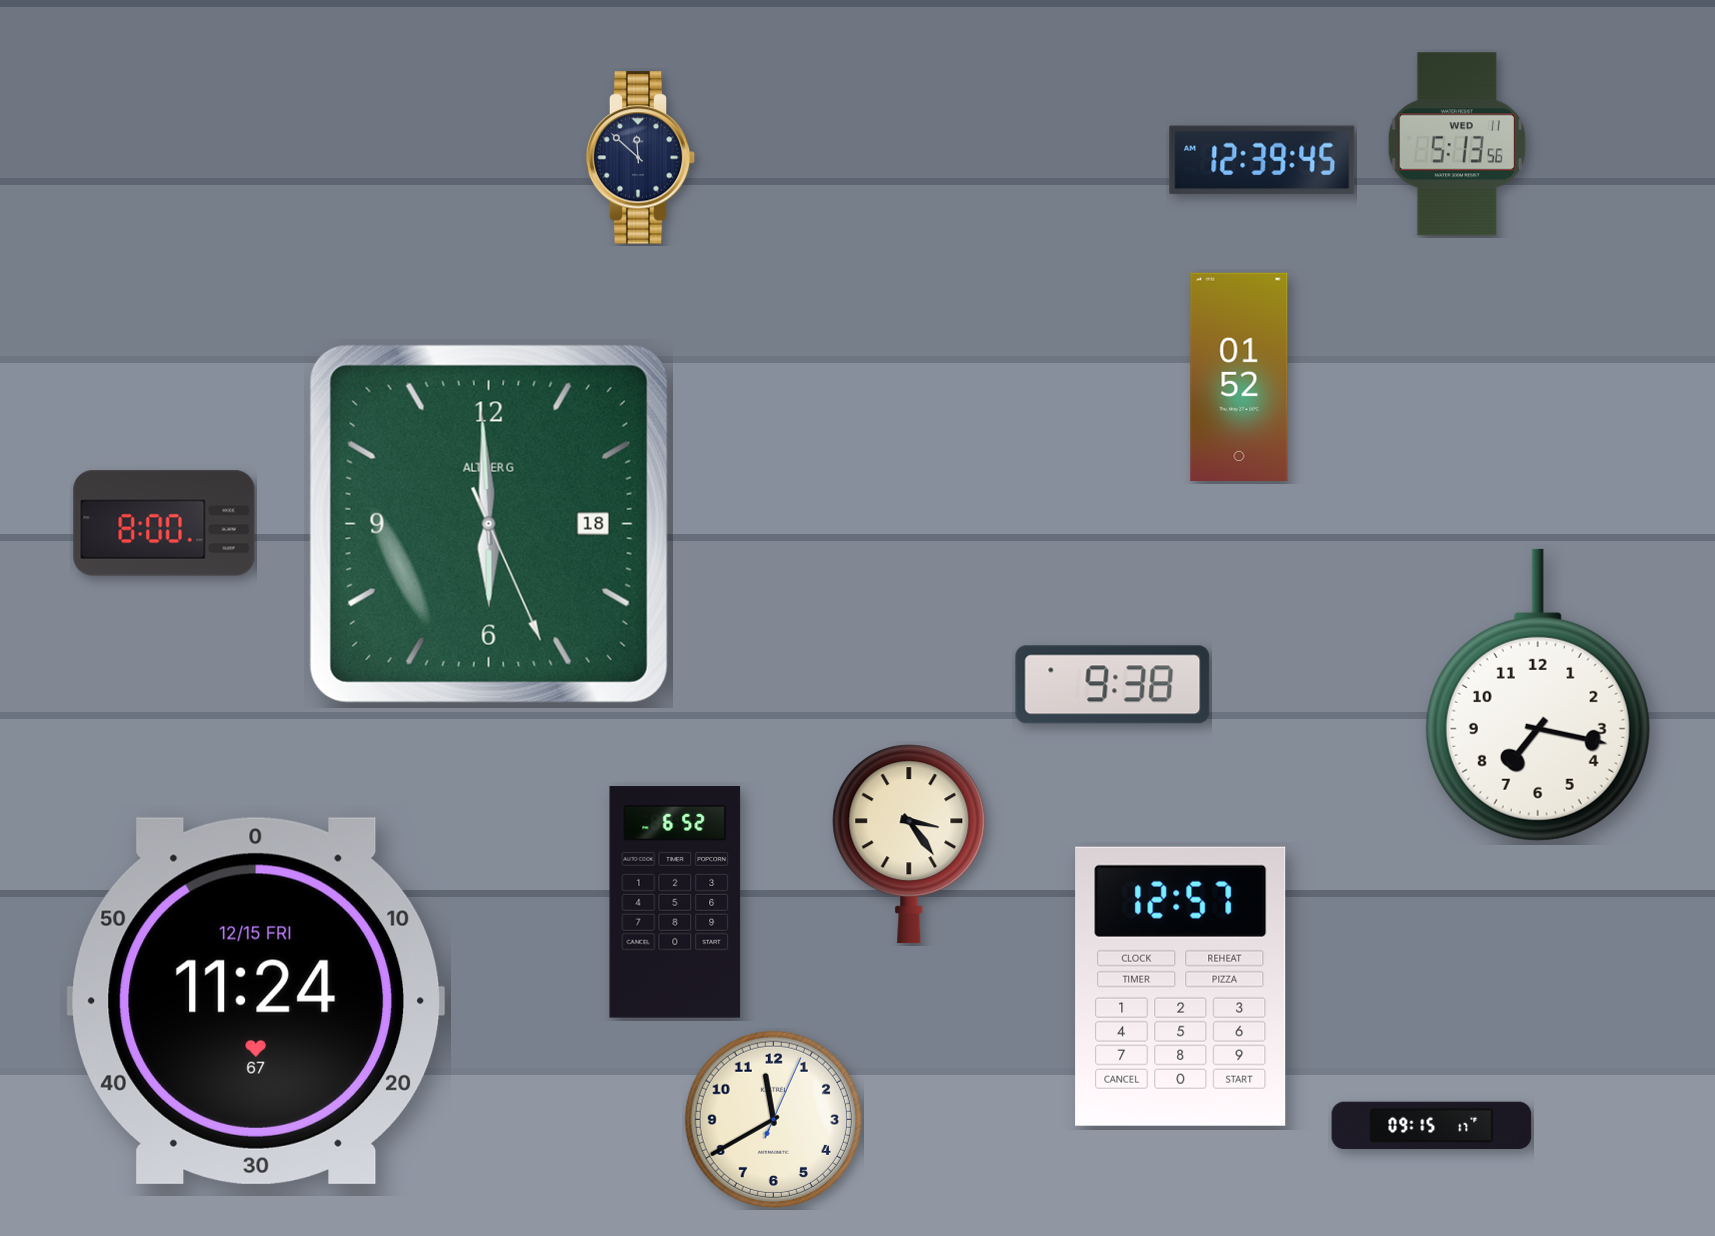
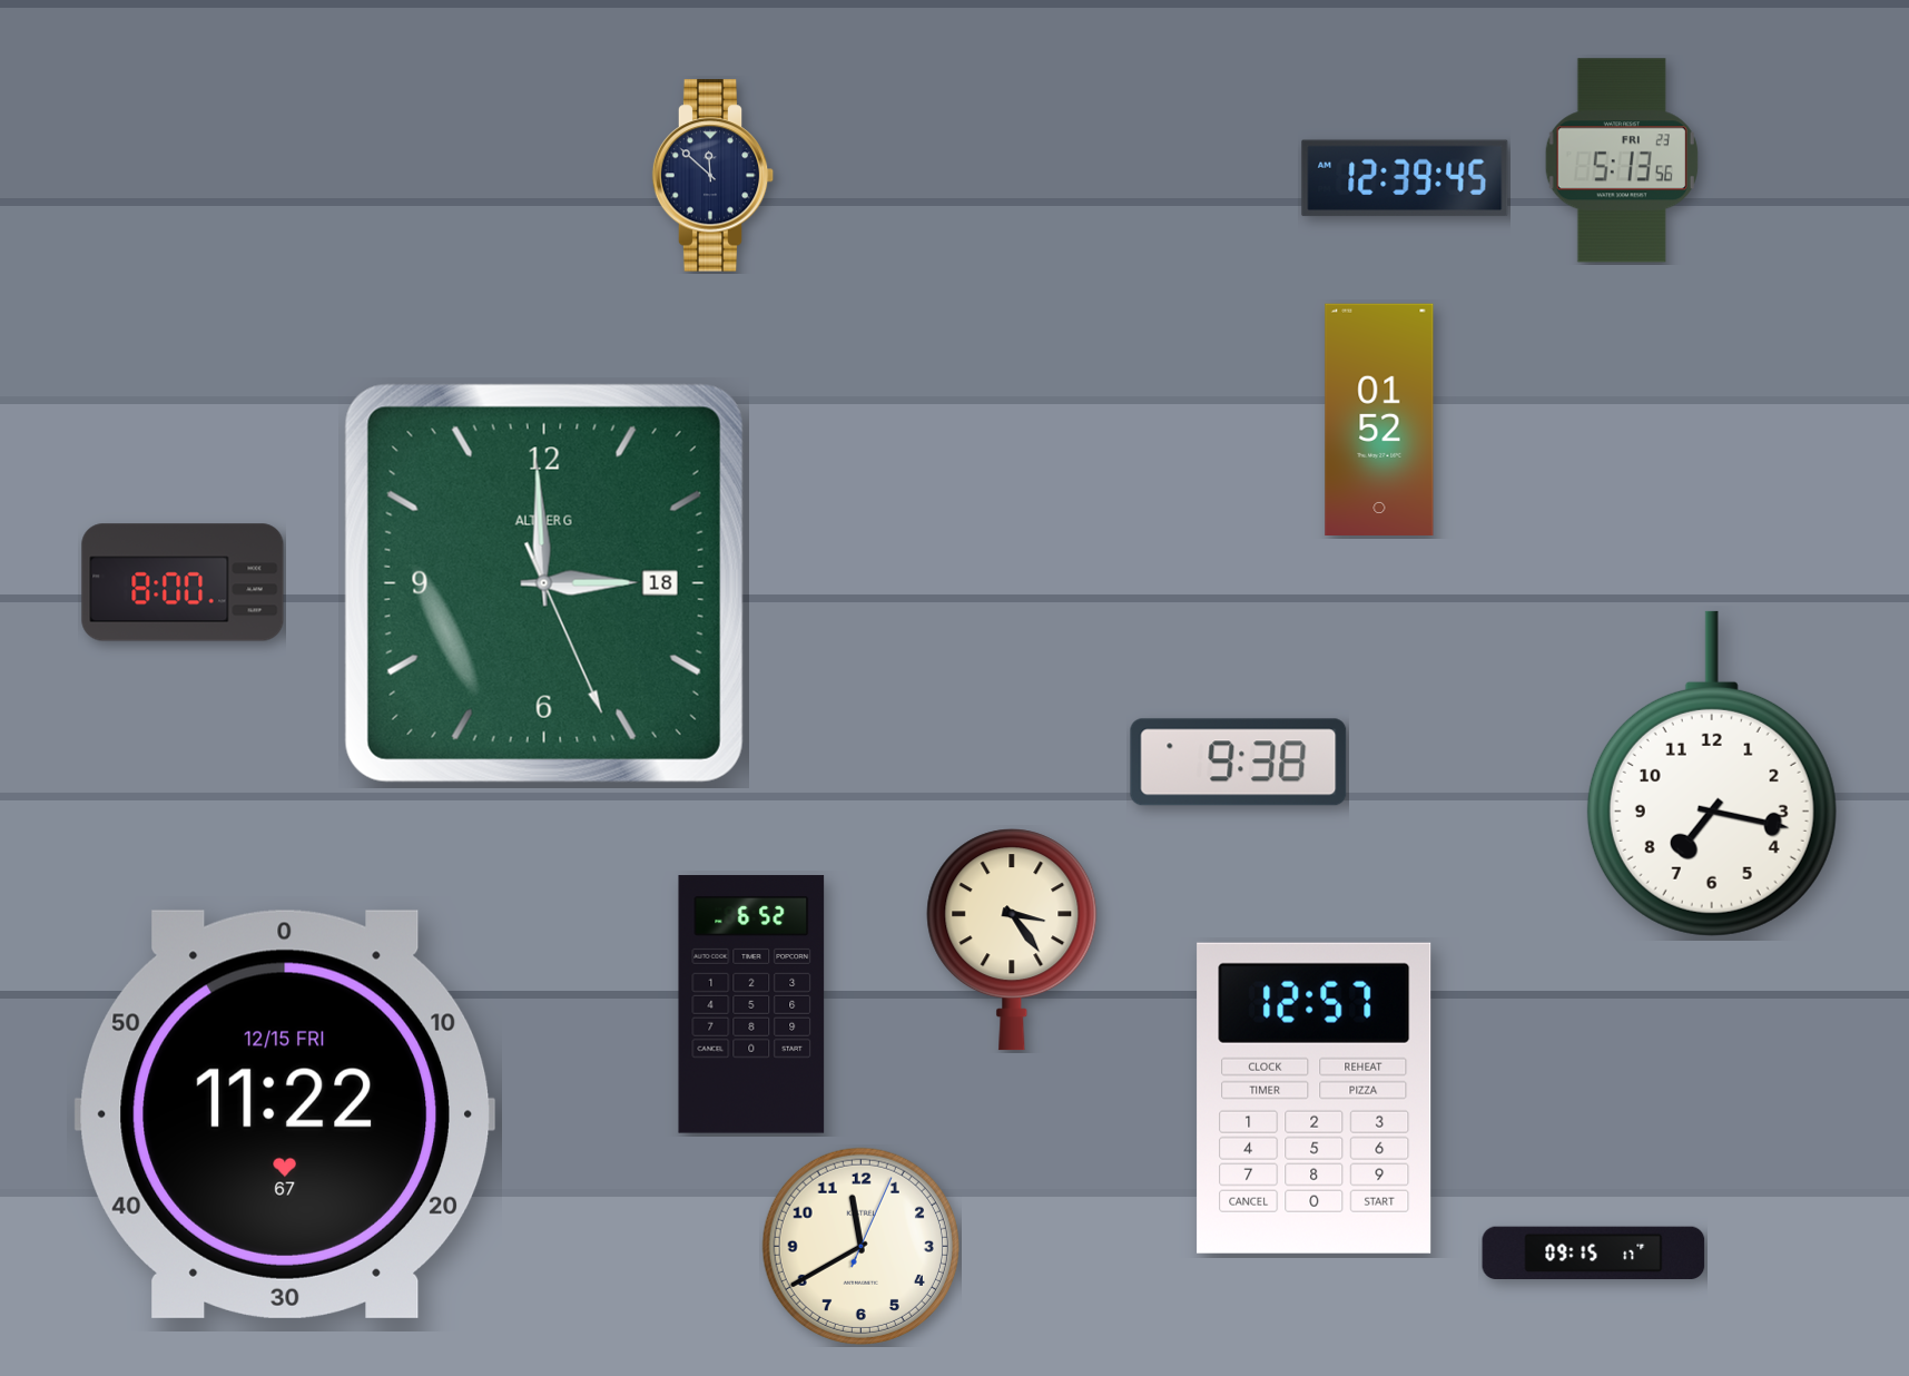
clock at (1457, 144) date: WED 11 -> FRI 23
clock at (489, 524): 5:59 -> 2:59
clock at (256, 1001): 11:24 -> 11:22
